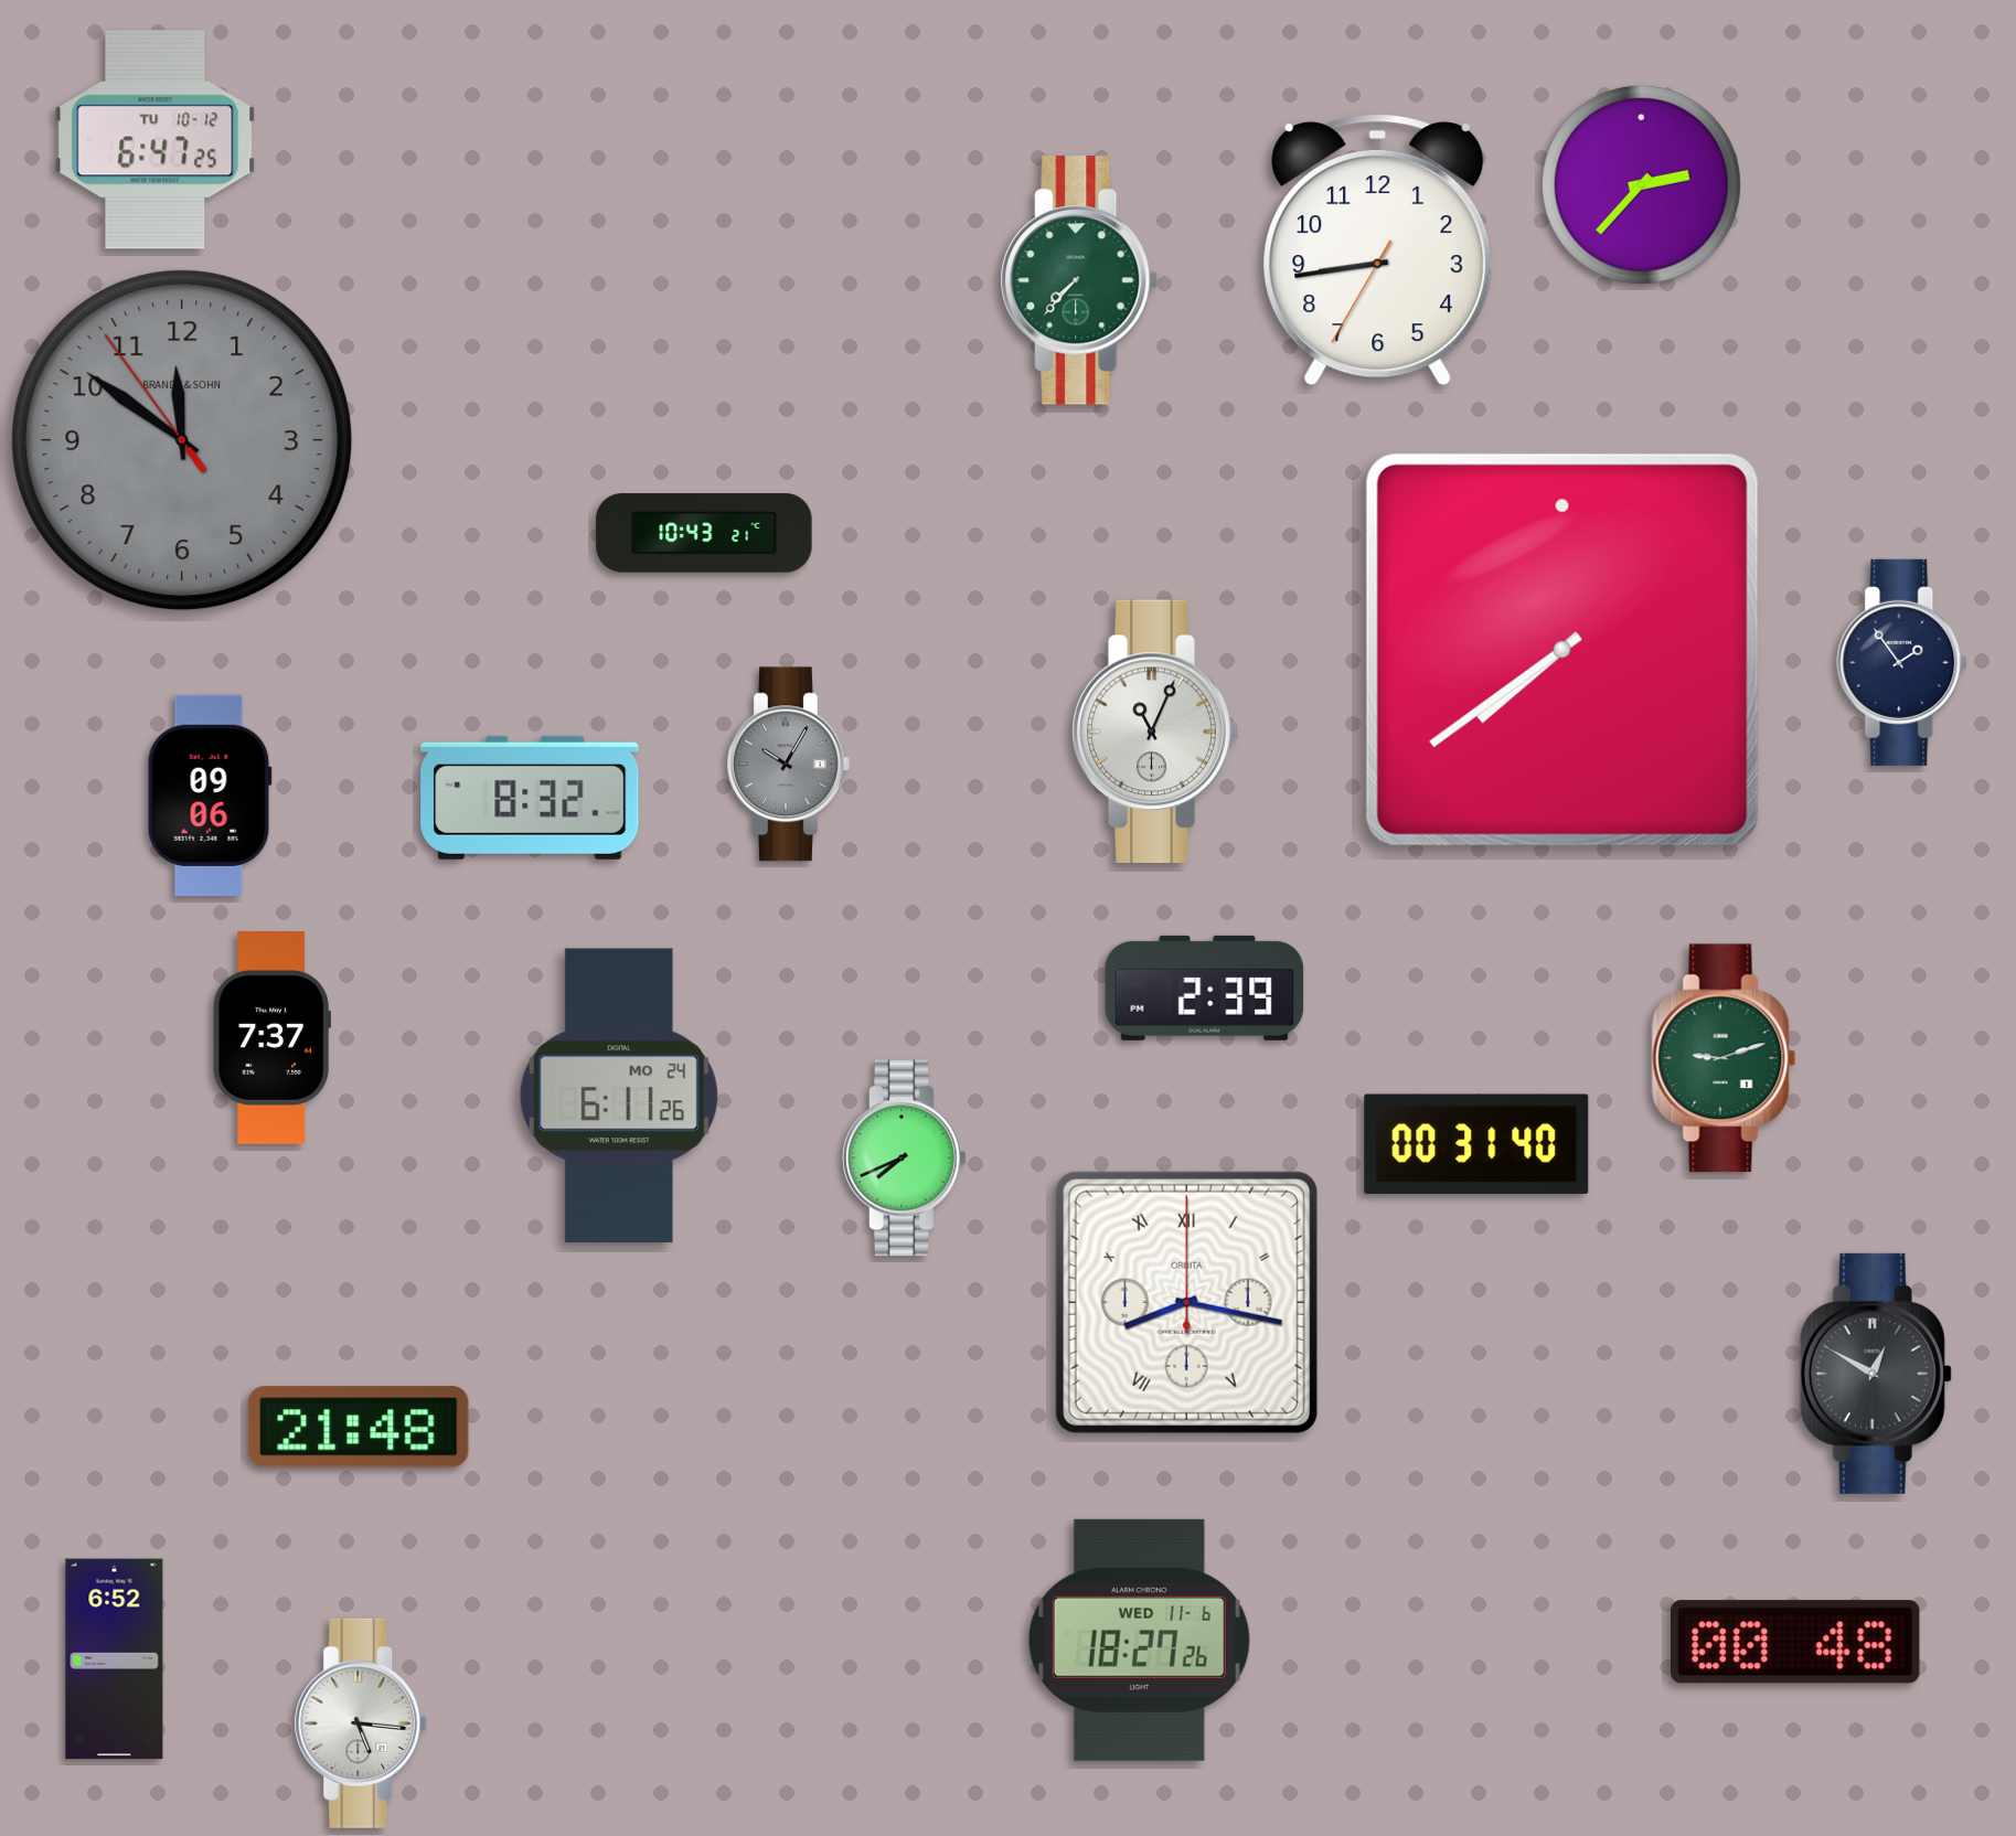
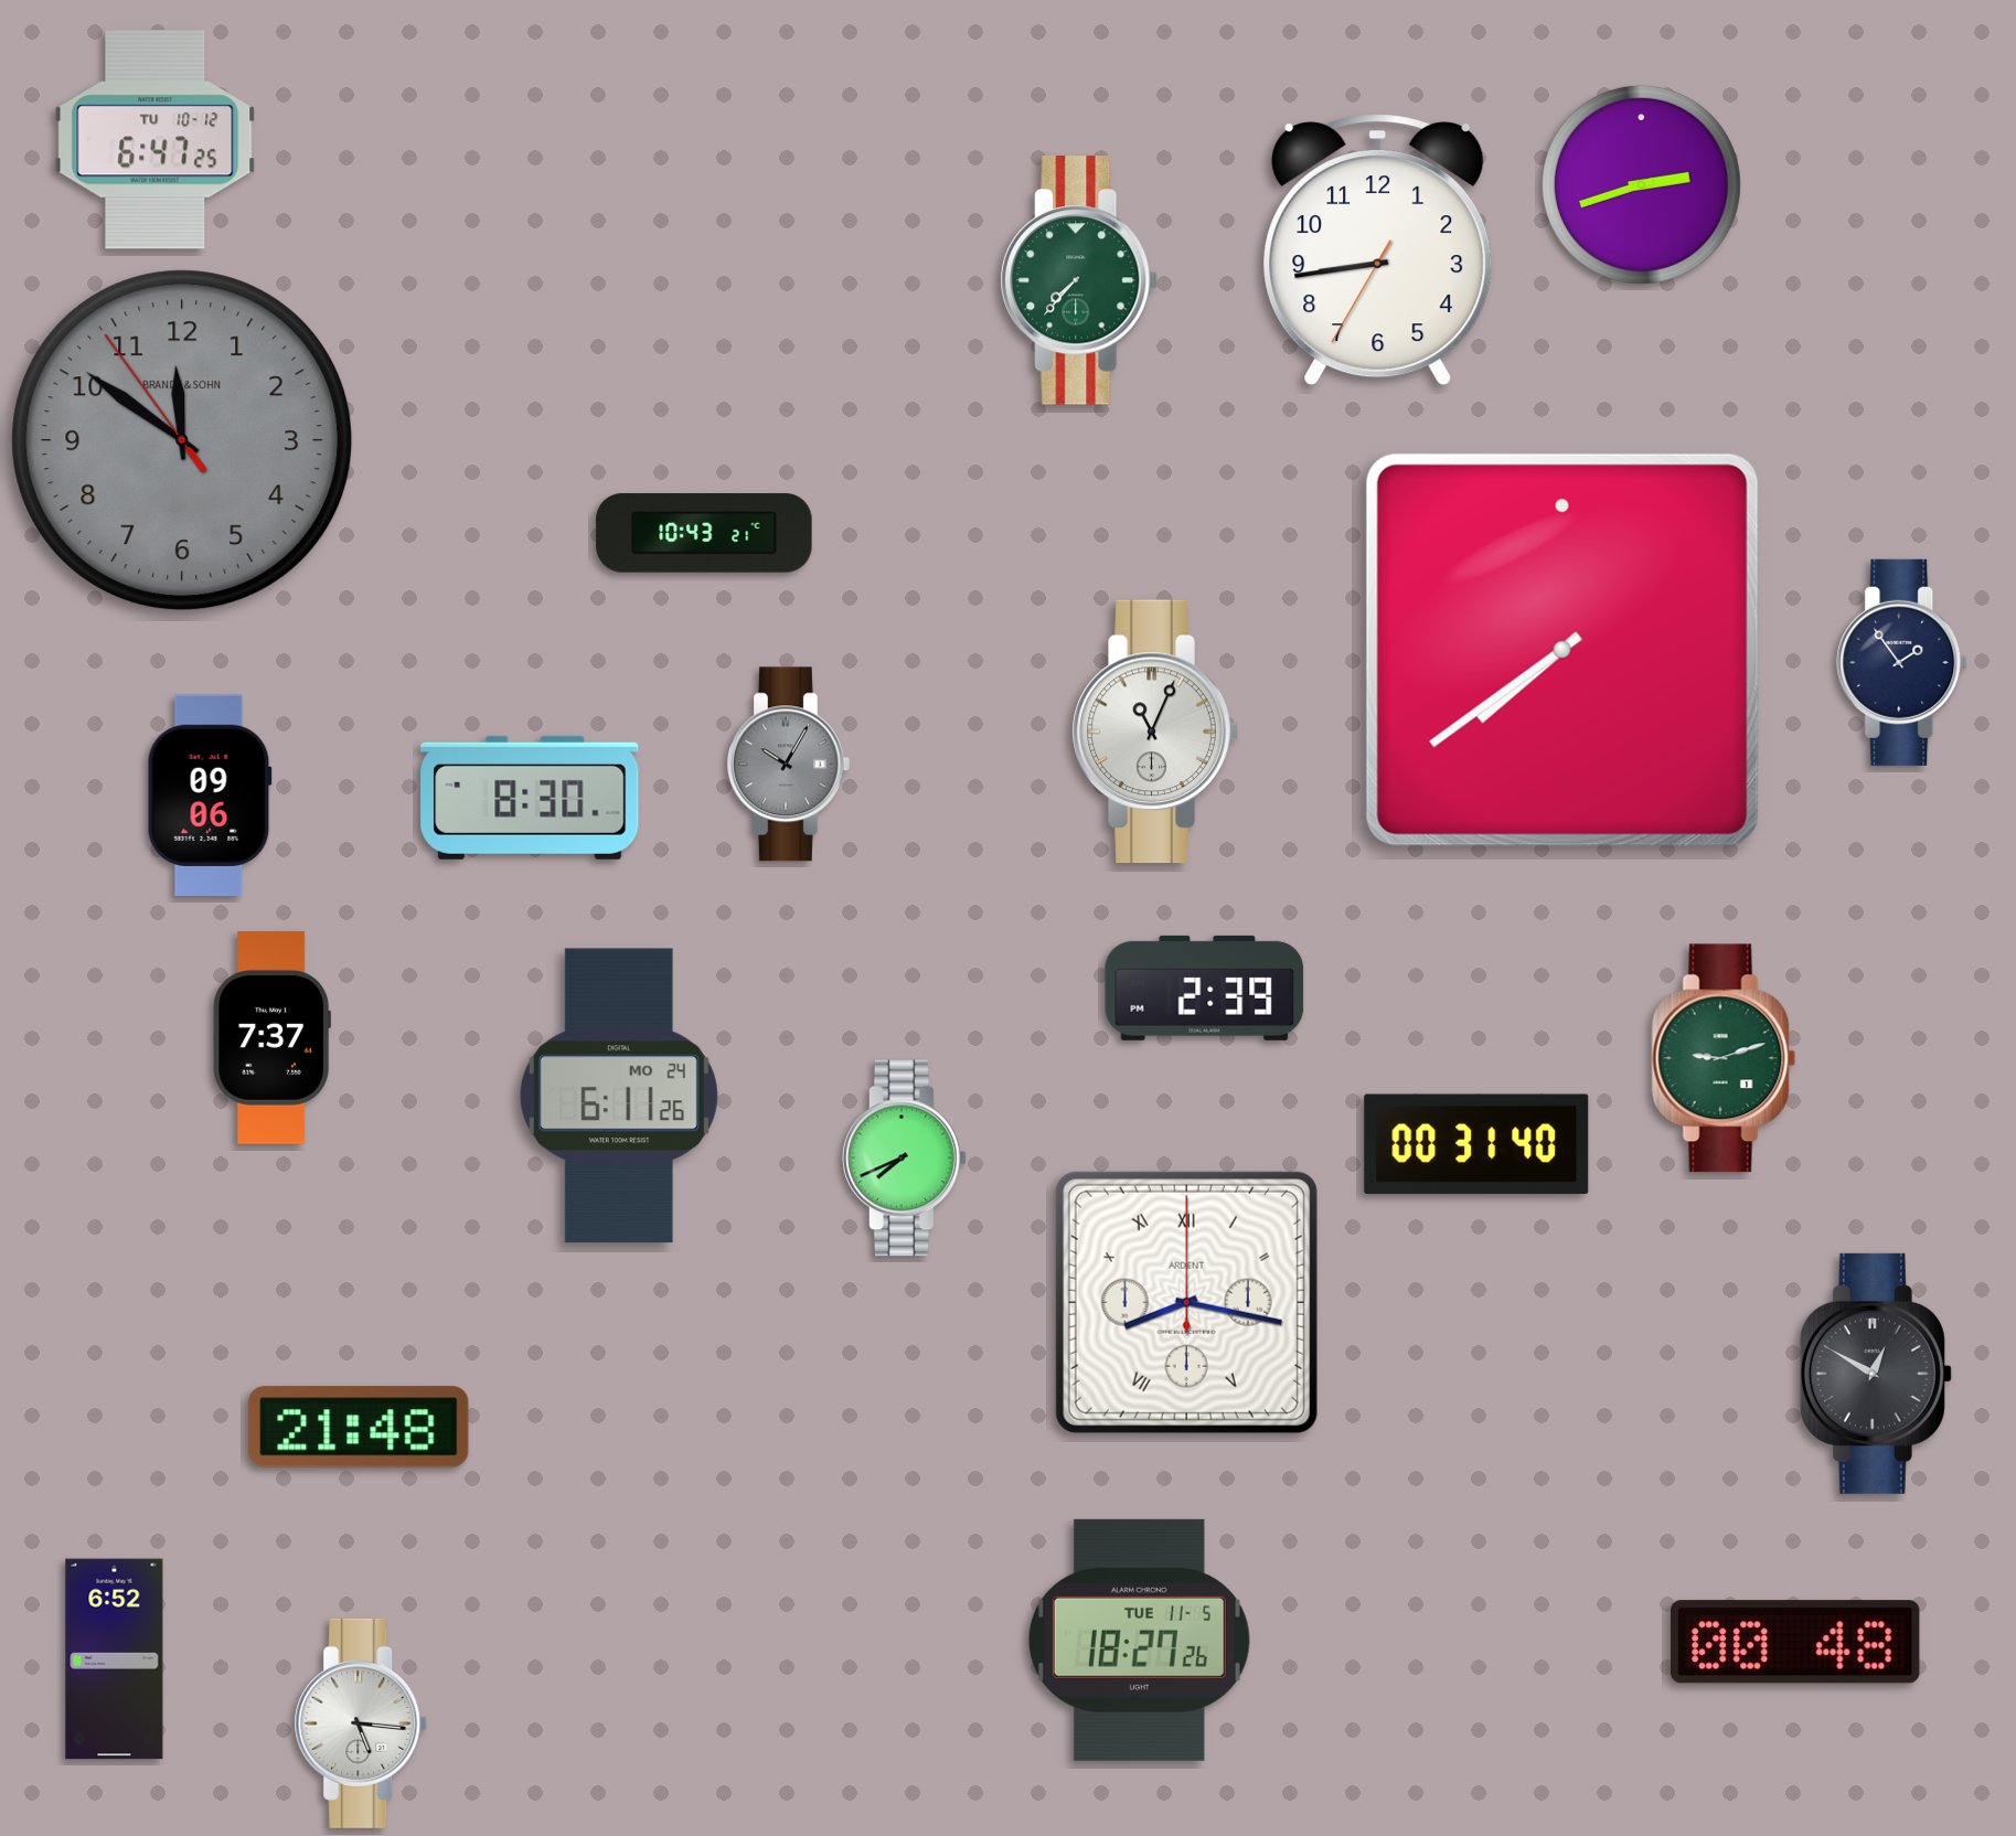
clock at (1641, 184): 2:37 -> 2:42
clock at (530, 798): 8:32 -> 8:30
clock at (1186, 1302) brand: ORBITA -> ARDENT
clock at (1139, 1640) date: WED 11-6 -> TUE 11-5
